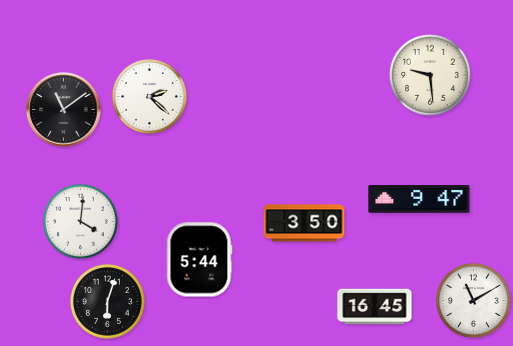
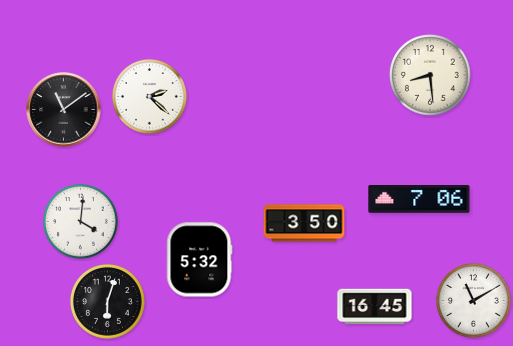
clock at (430, 75): 9:29 -> 8:29
clock at (419, 200): 9:47 -> 7:06
clock at (200, 260): 5:44 -> 5:32
